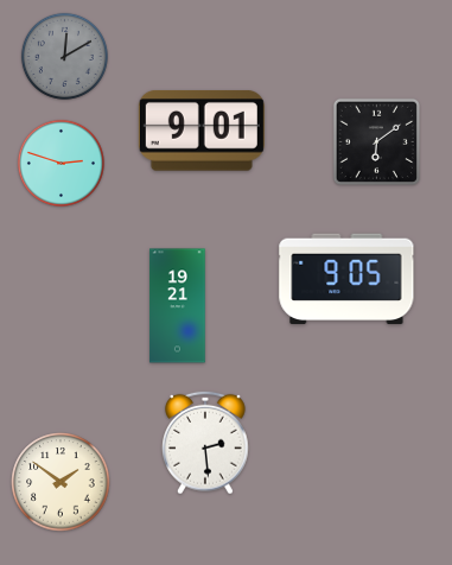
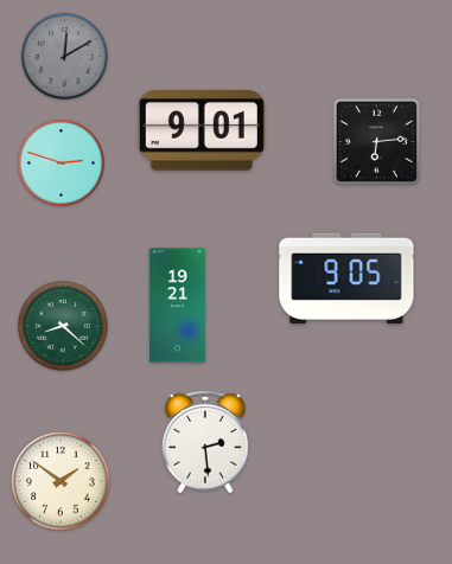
clock at (376, 141): 6:09 -> 6:14
clock at (63, 326): none -> 8:22
